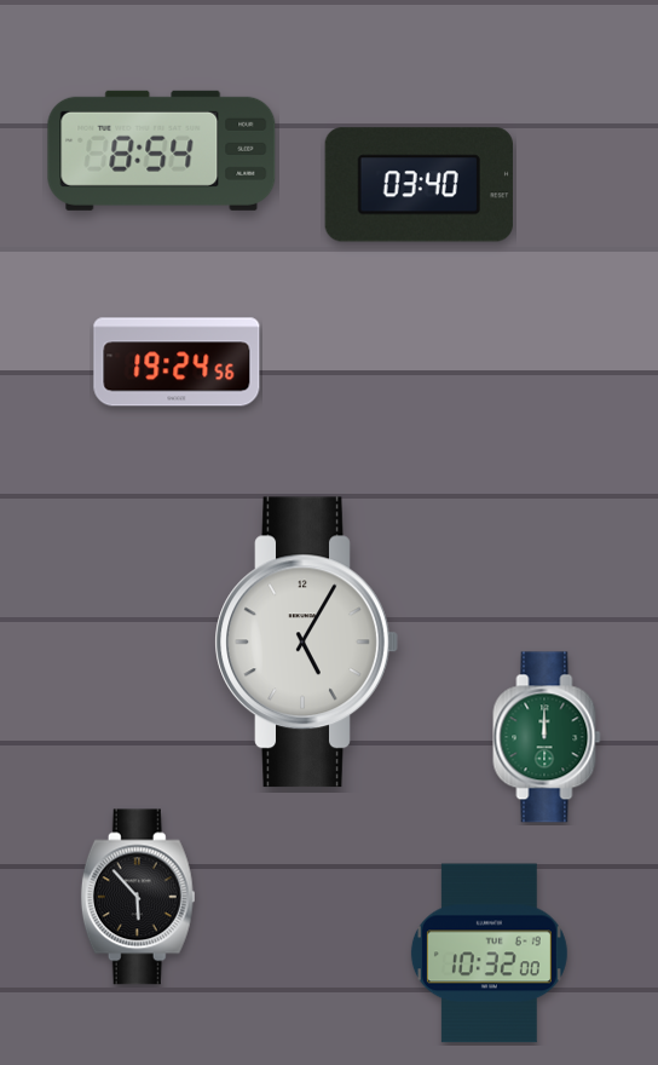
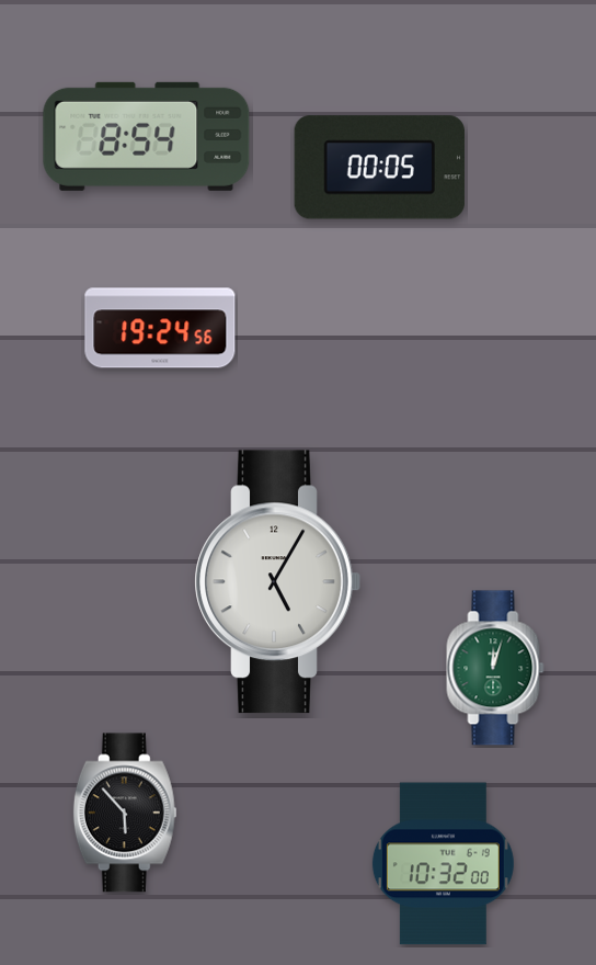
clock at (419, 185): 03:40 -> 00:05
clock at (547, 737): 12:00 -> 12:03
